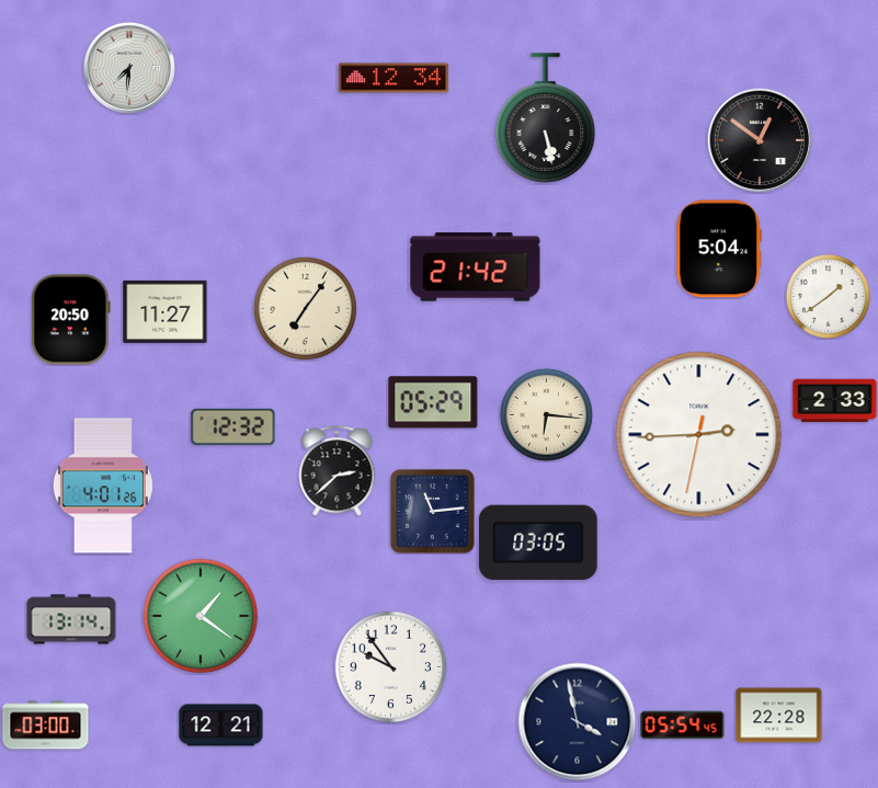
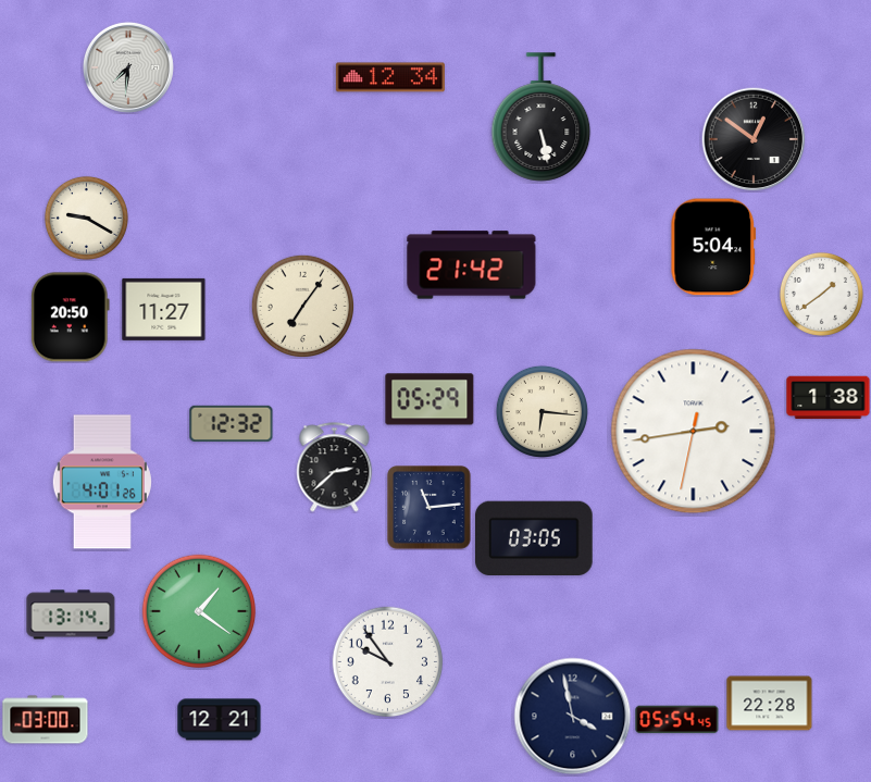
clock at (86, 218): none -> 9:20
clock at (835, 401): 2:33 -> 1:38
clock at (699, 435): 2:44 -> 2:43
clock at (779, 716) position: (779, 716) -> (770, 704)
